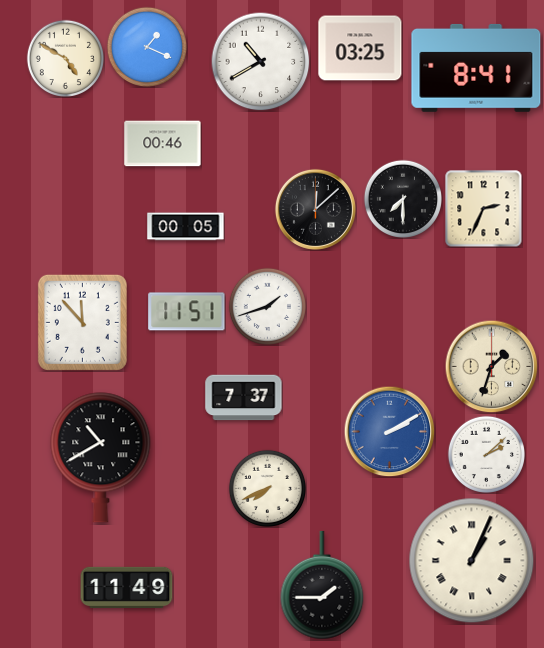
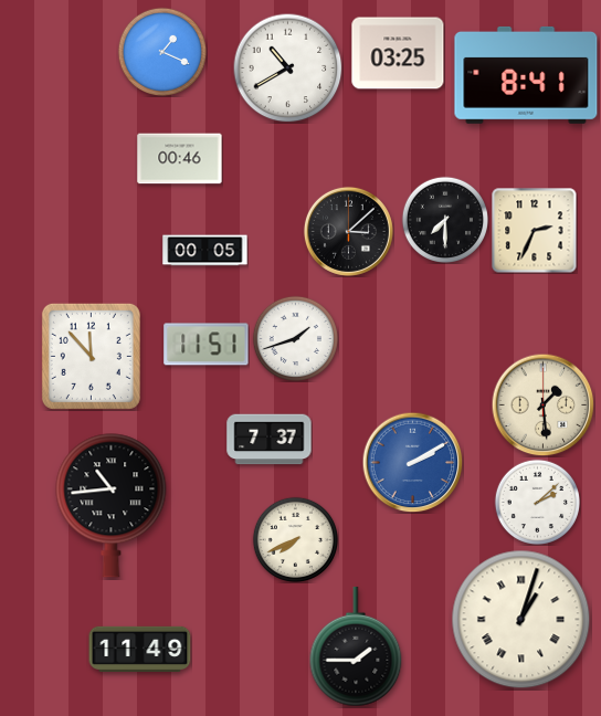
clock at (65, 58): 4:50 -> none
clock at (315, 209): 12:08 -> 3:08
clock at (491, 366): 1:33 -> 1:29
clock at (389, 431) position: (389, 431) -> (412, 462)
clock at (101, 458): 10:40 -> 10:44
clock at (472, 561): 1:04 -> 1:03
